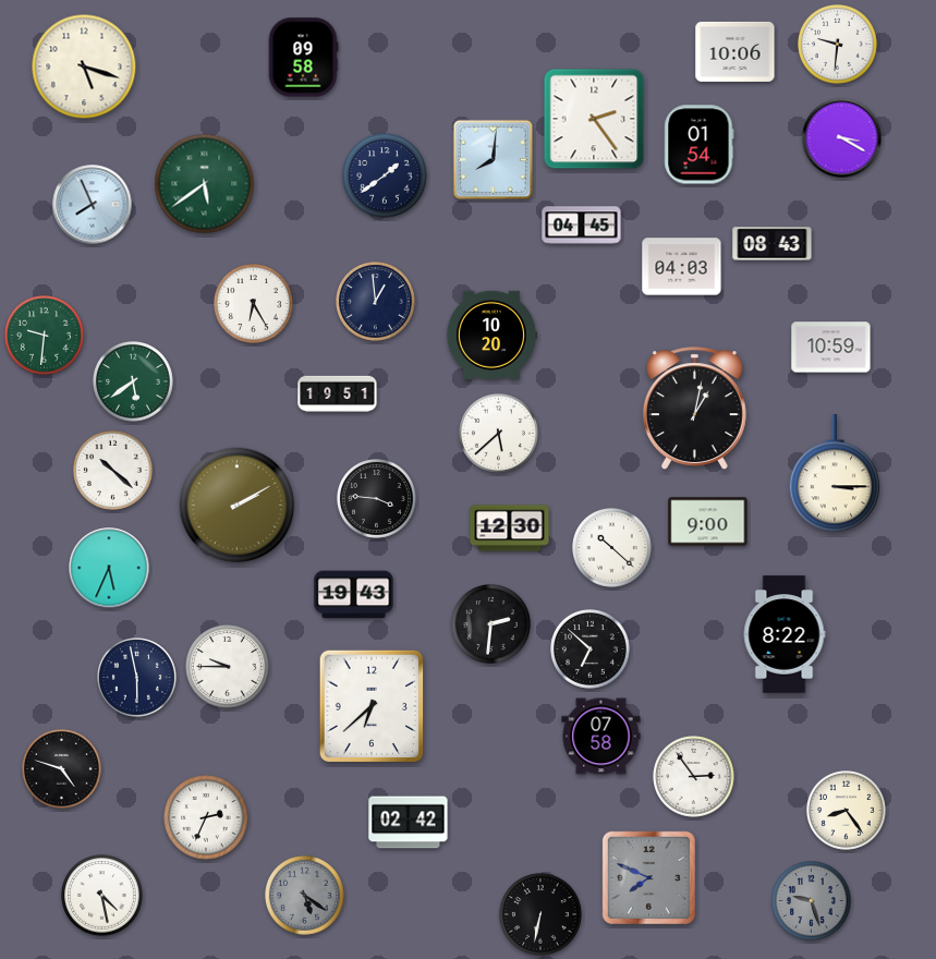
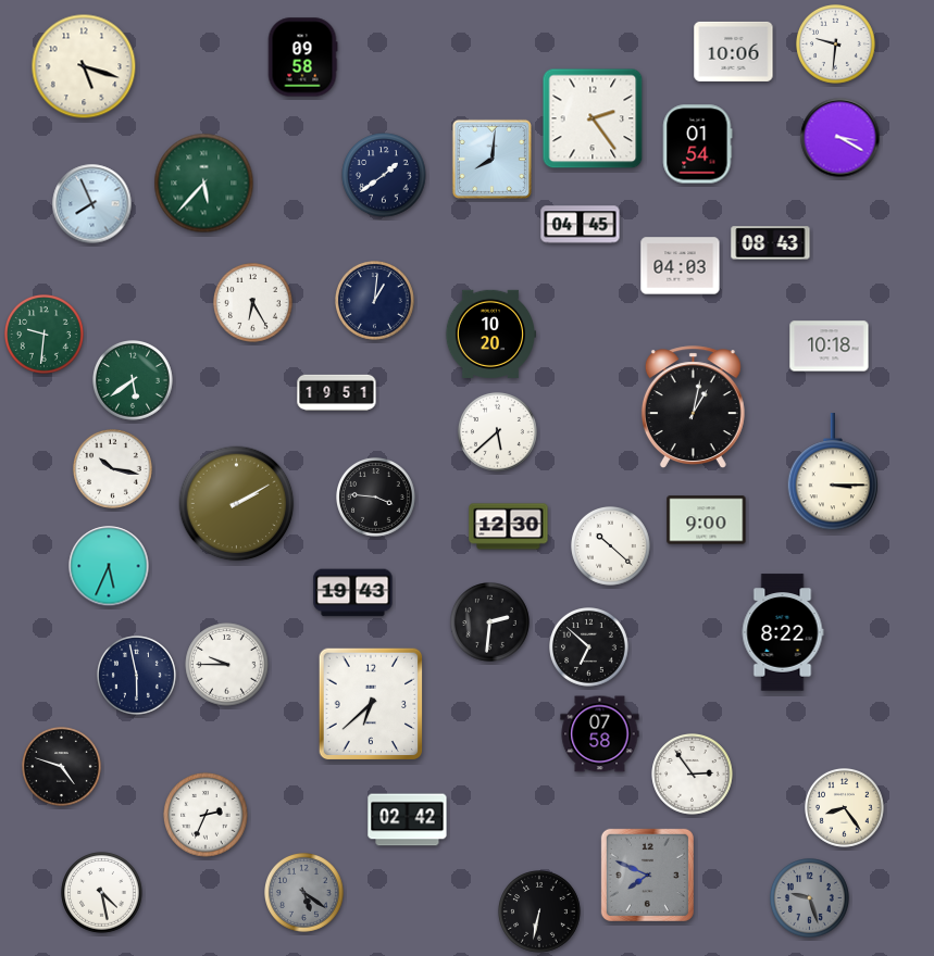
clock at (205, 184): 5:39 -> 5:37
clock at (376, 302): 12:59 -> 1:01
clock at (831, 348): 10:59 -> 10:18
clock at (113, 471): 10:22 -> 10:17
